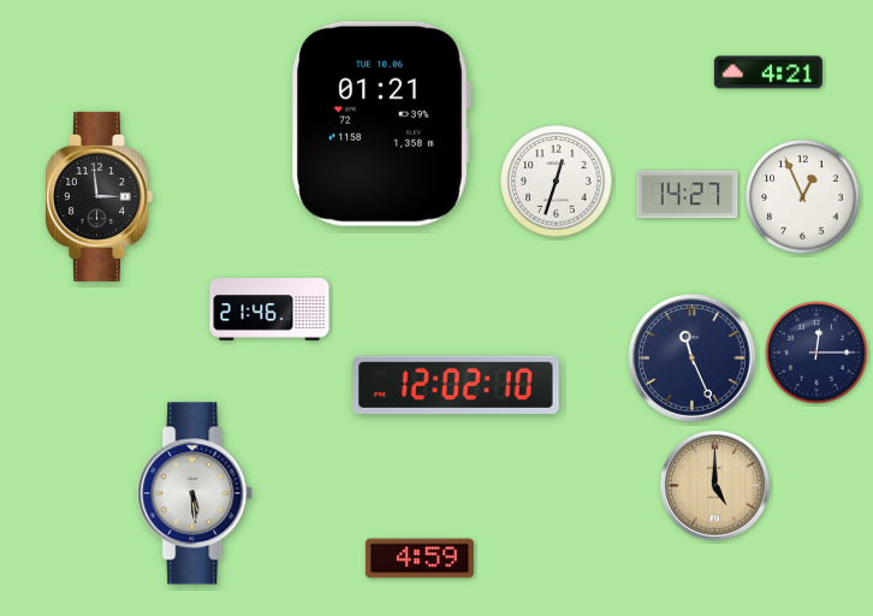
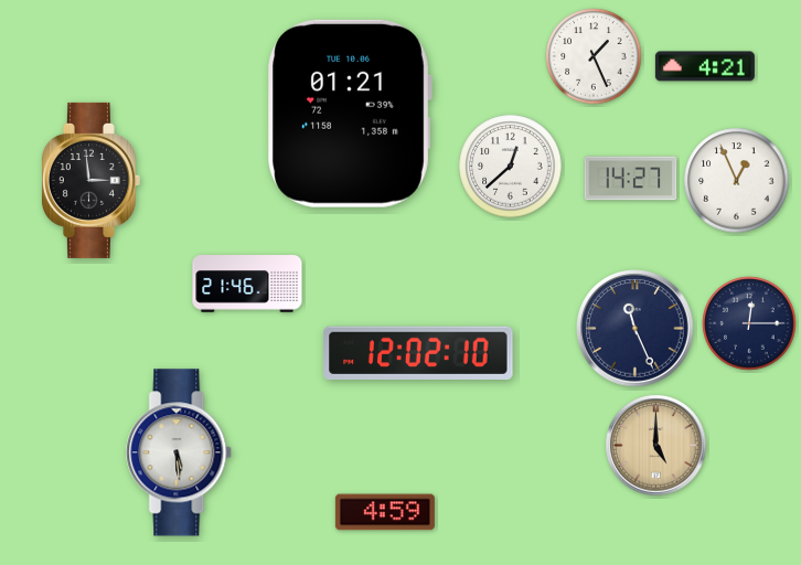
clock at (594, 56): none -> 1:26
clock at (557, 182): 12:33 -> 12:38
